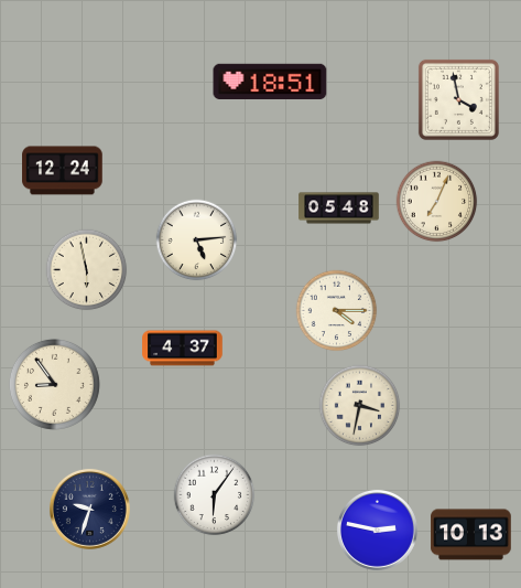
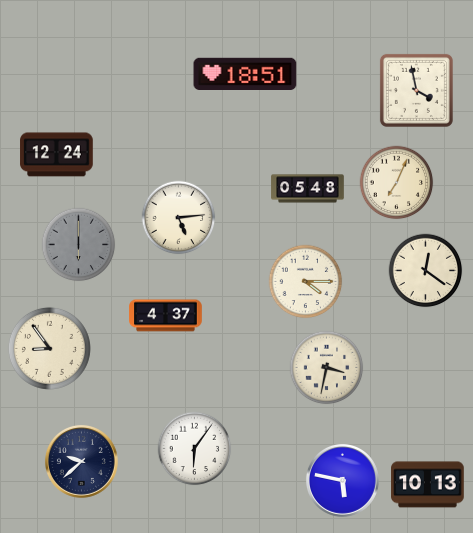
clock at (87, 270): 5:58 -> 6:00
clock at (87, 270) dial: cream -> grey
clock at (426, 271): none -> 12:21
clock at (89, 509): 9:33 -> 9:38
clock at (377, 530): 2:47 -> 5:47
